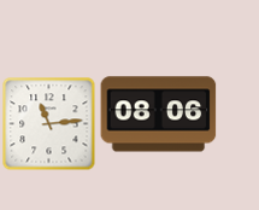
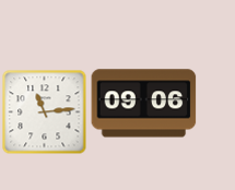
clock at (159, 115): 08:06 -> 09:06
